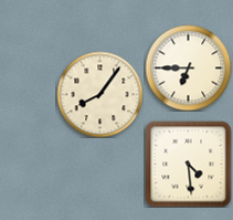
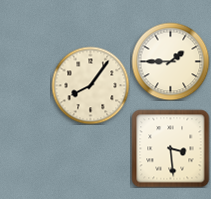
clock at (188, 67): 6:45 -> 1:45
clock at (188, 164): 4:29 -> 3:29
